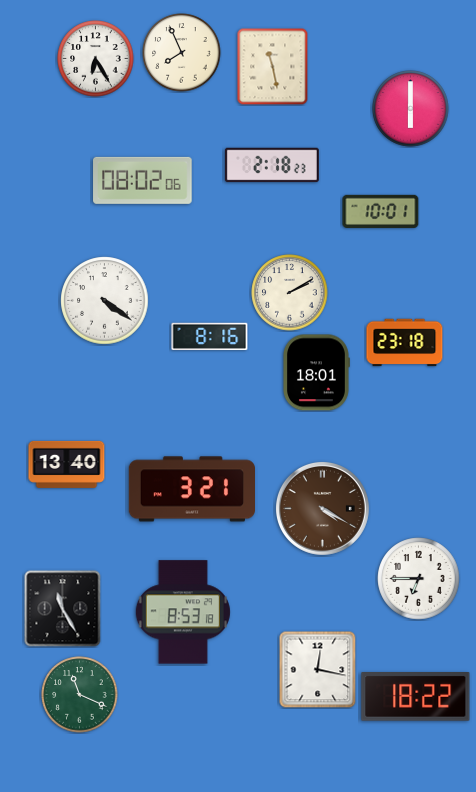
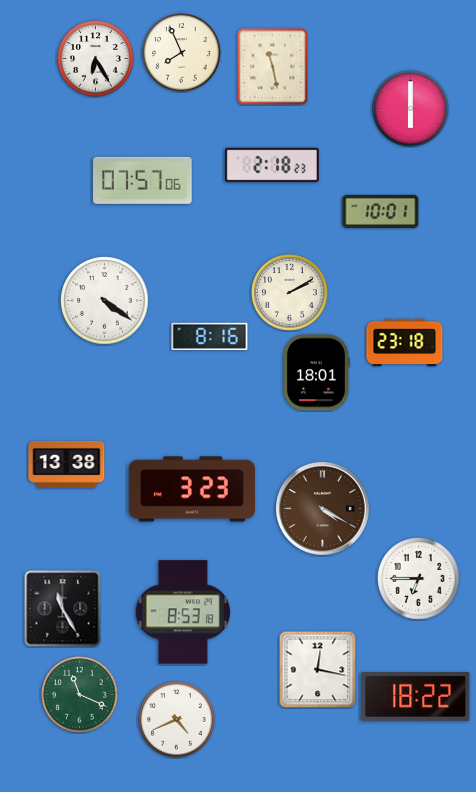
clock at (143, 180): 08:02 -> 07:57
clock at (67, 464): 13:40 -> 13:38
clock at (191, 489): 3:21 -> 3:23
clock at (177, 720): none -> 4:41
